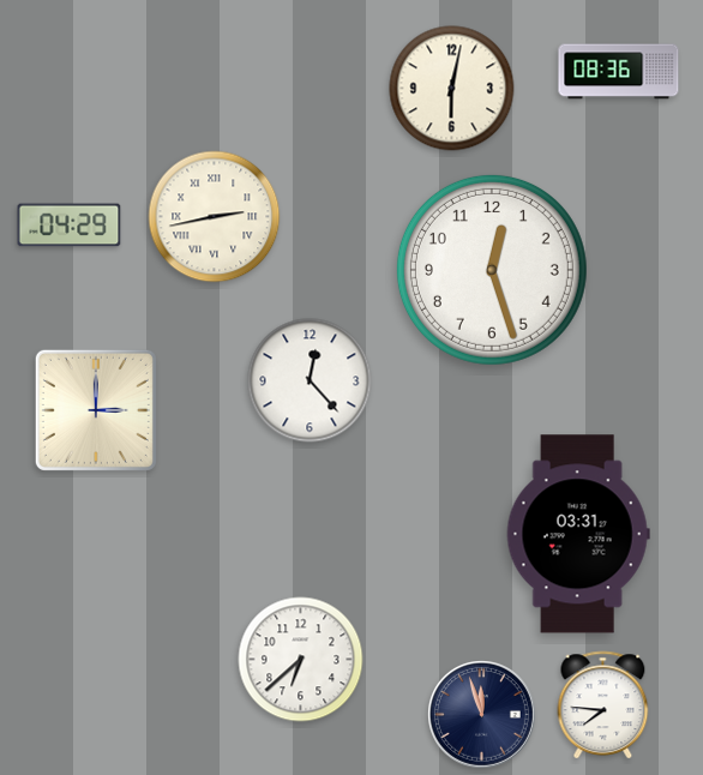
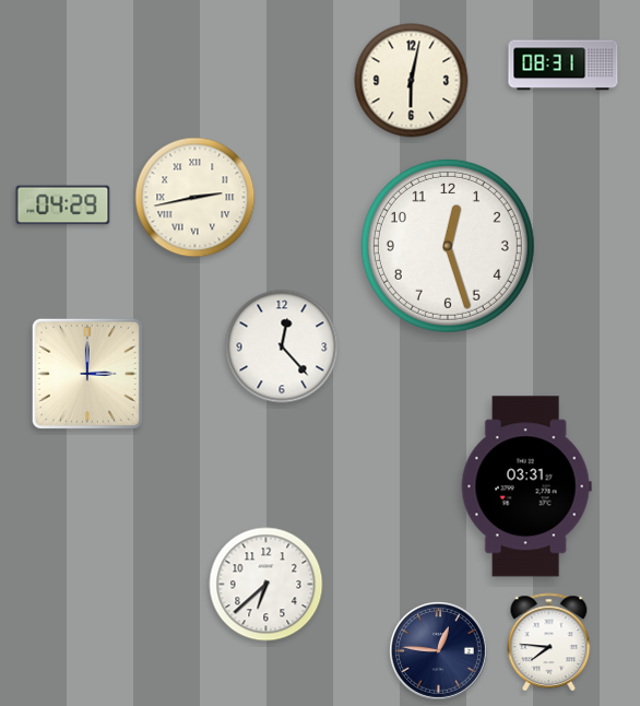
clock at (619, 72): 08:36 -> 08:31
clock at (301, 660) position: (301, 660) -> (266, 585)
clock at (482, 715): 11:57 -> 12:46
